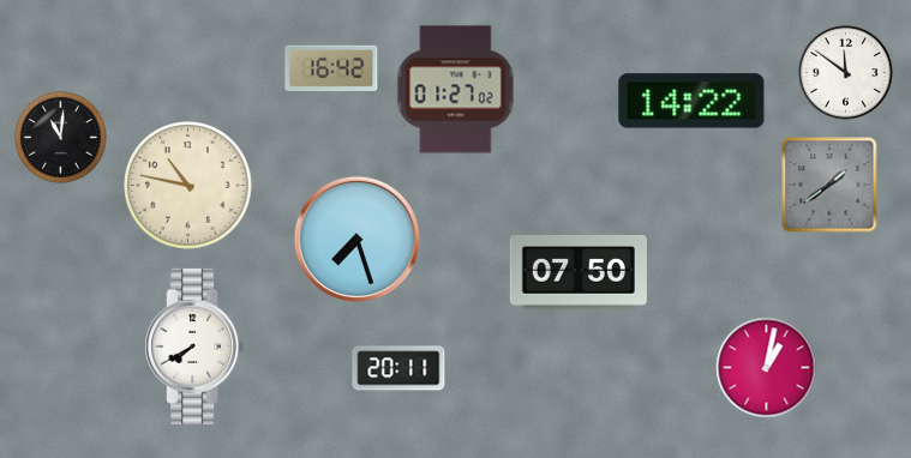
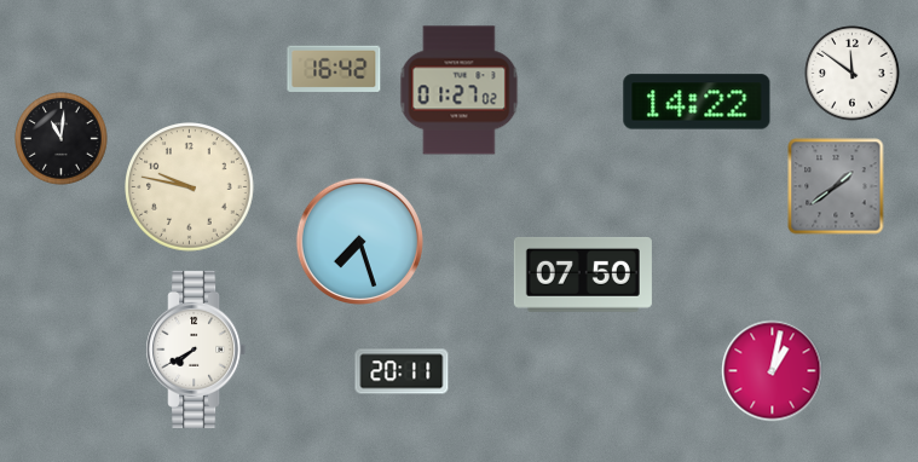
clock at (188, 186): 10:47 -> 9:47
